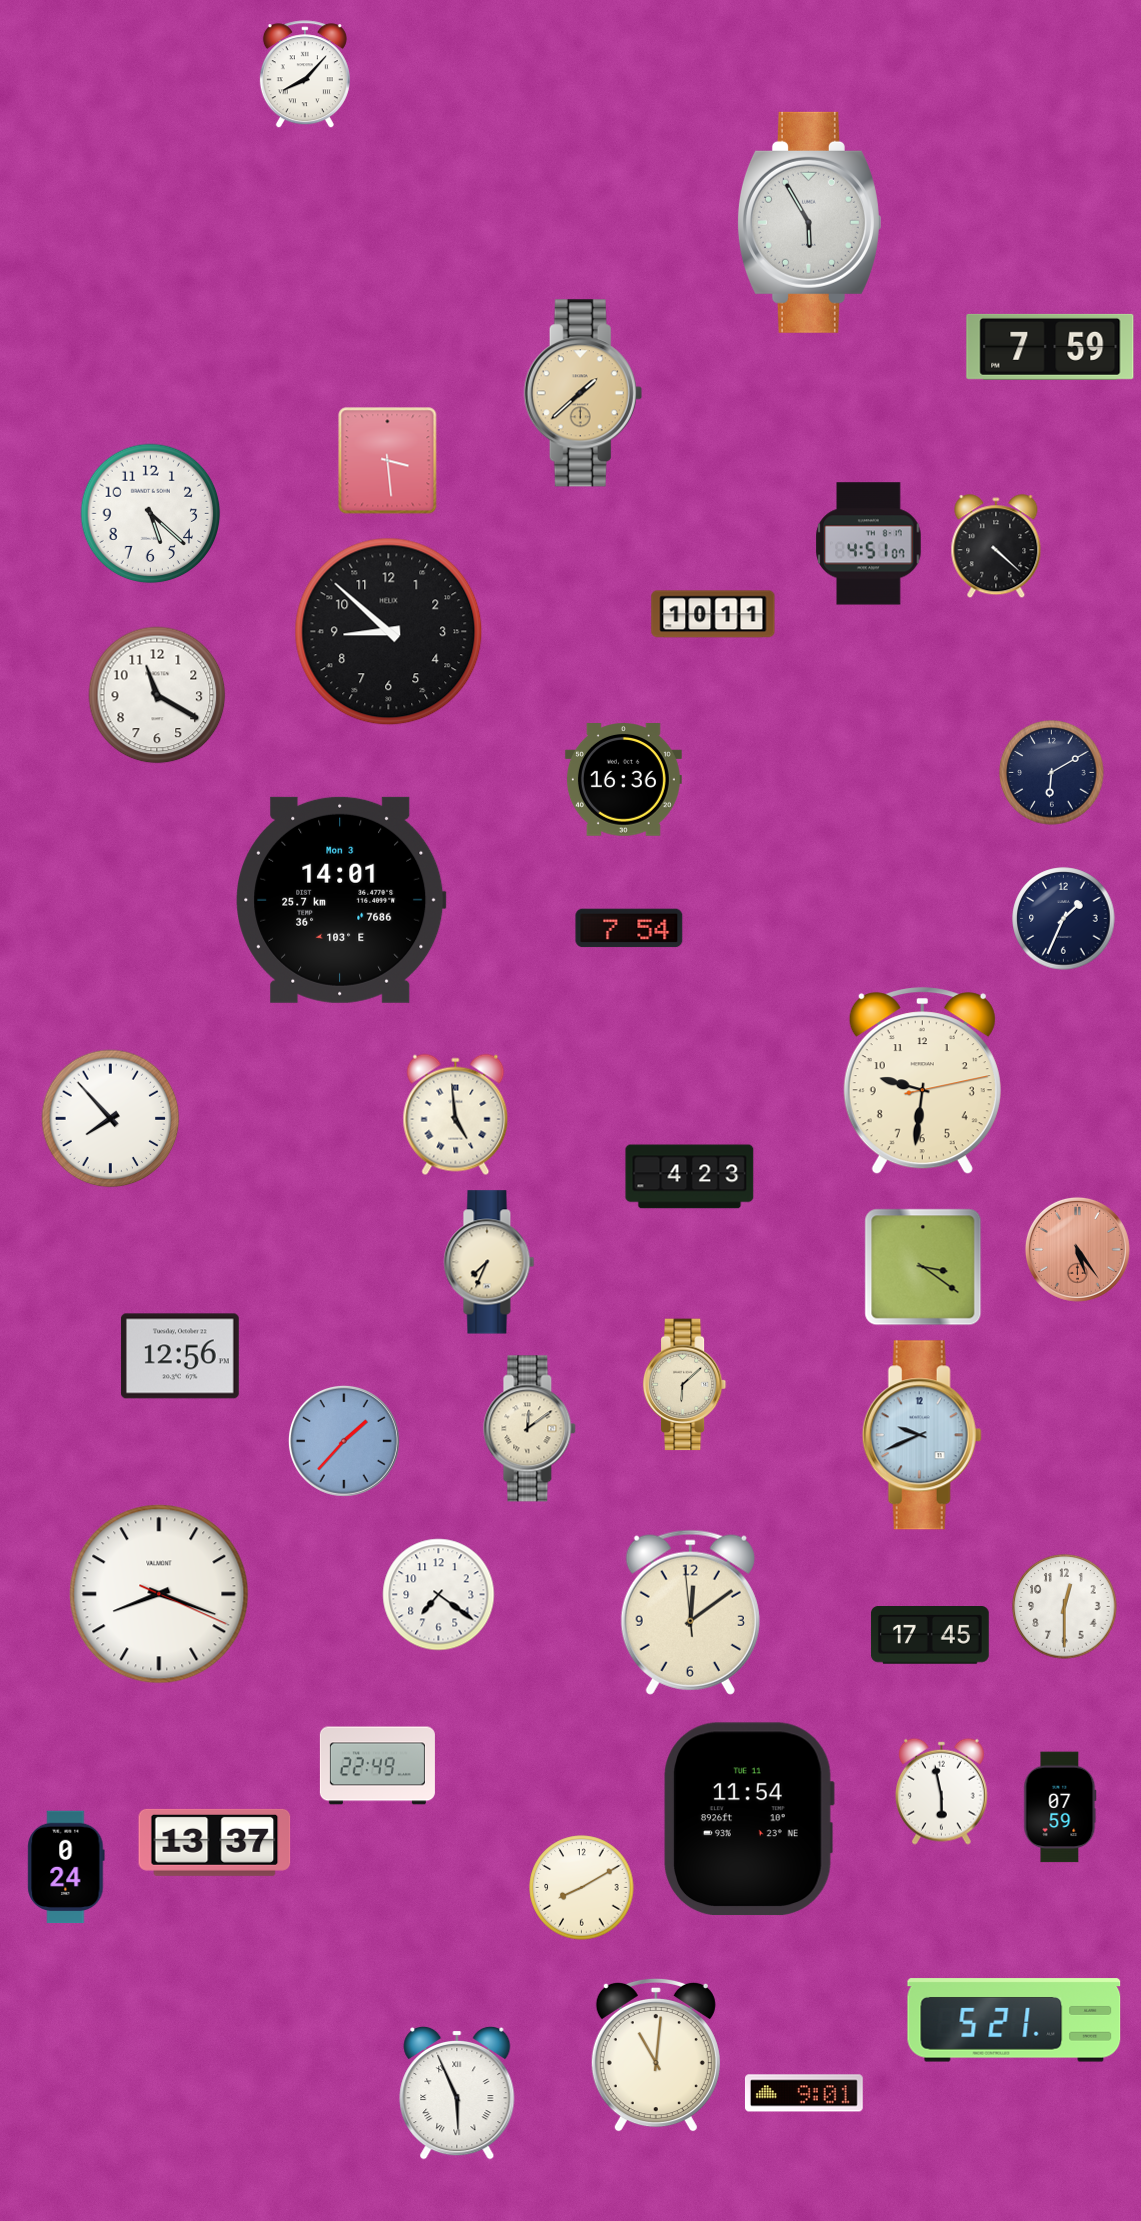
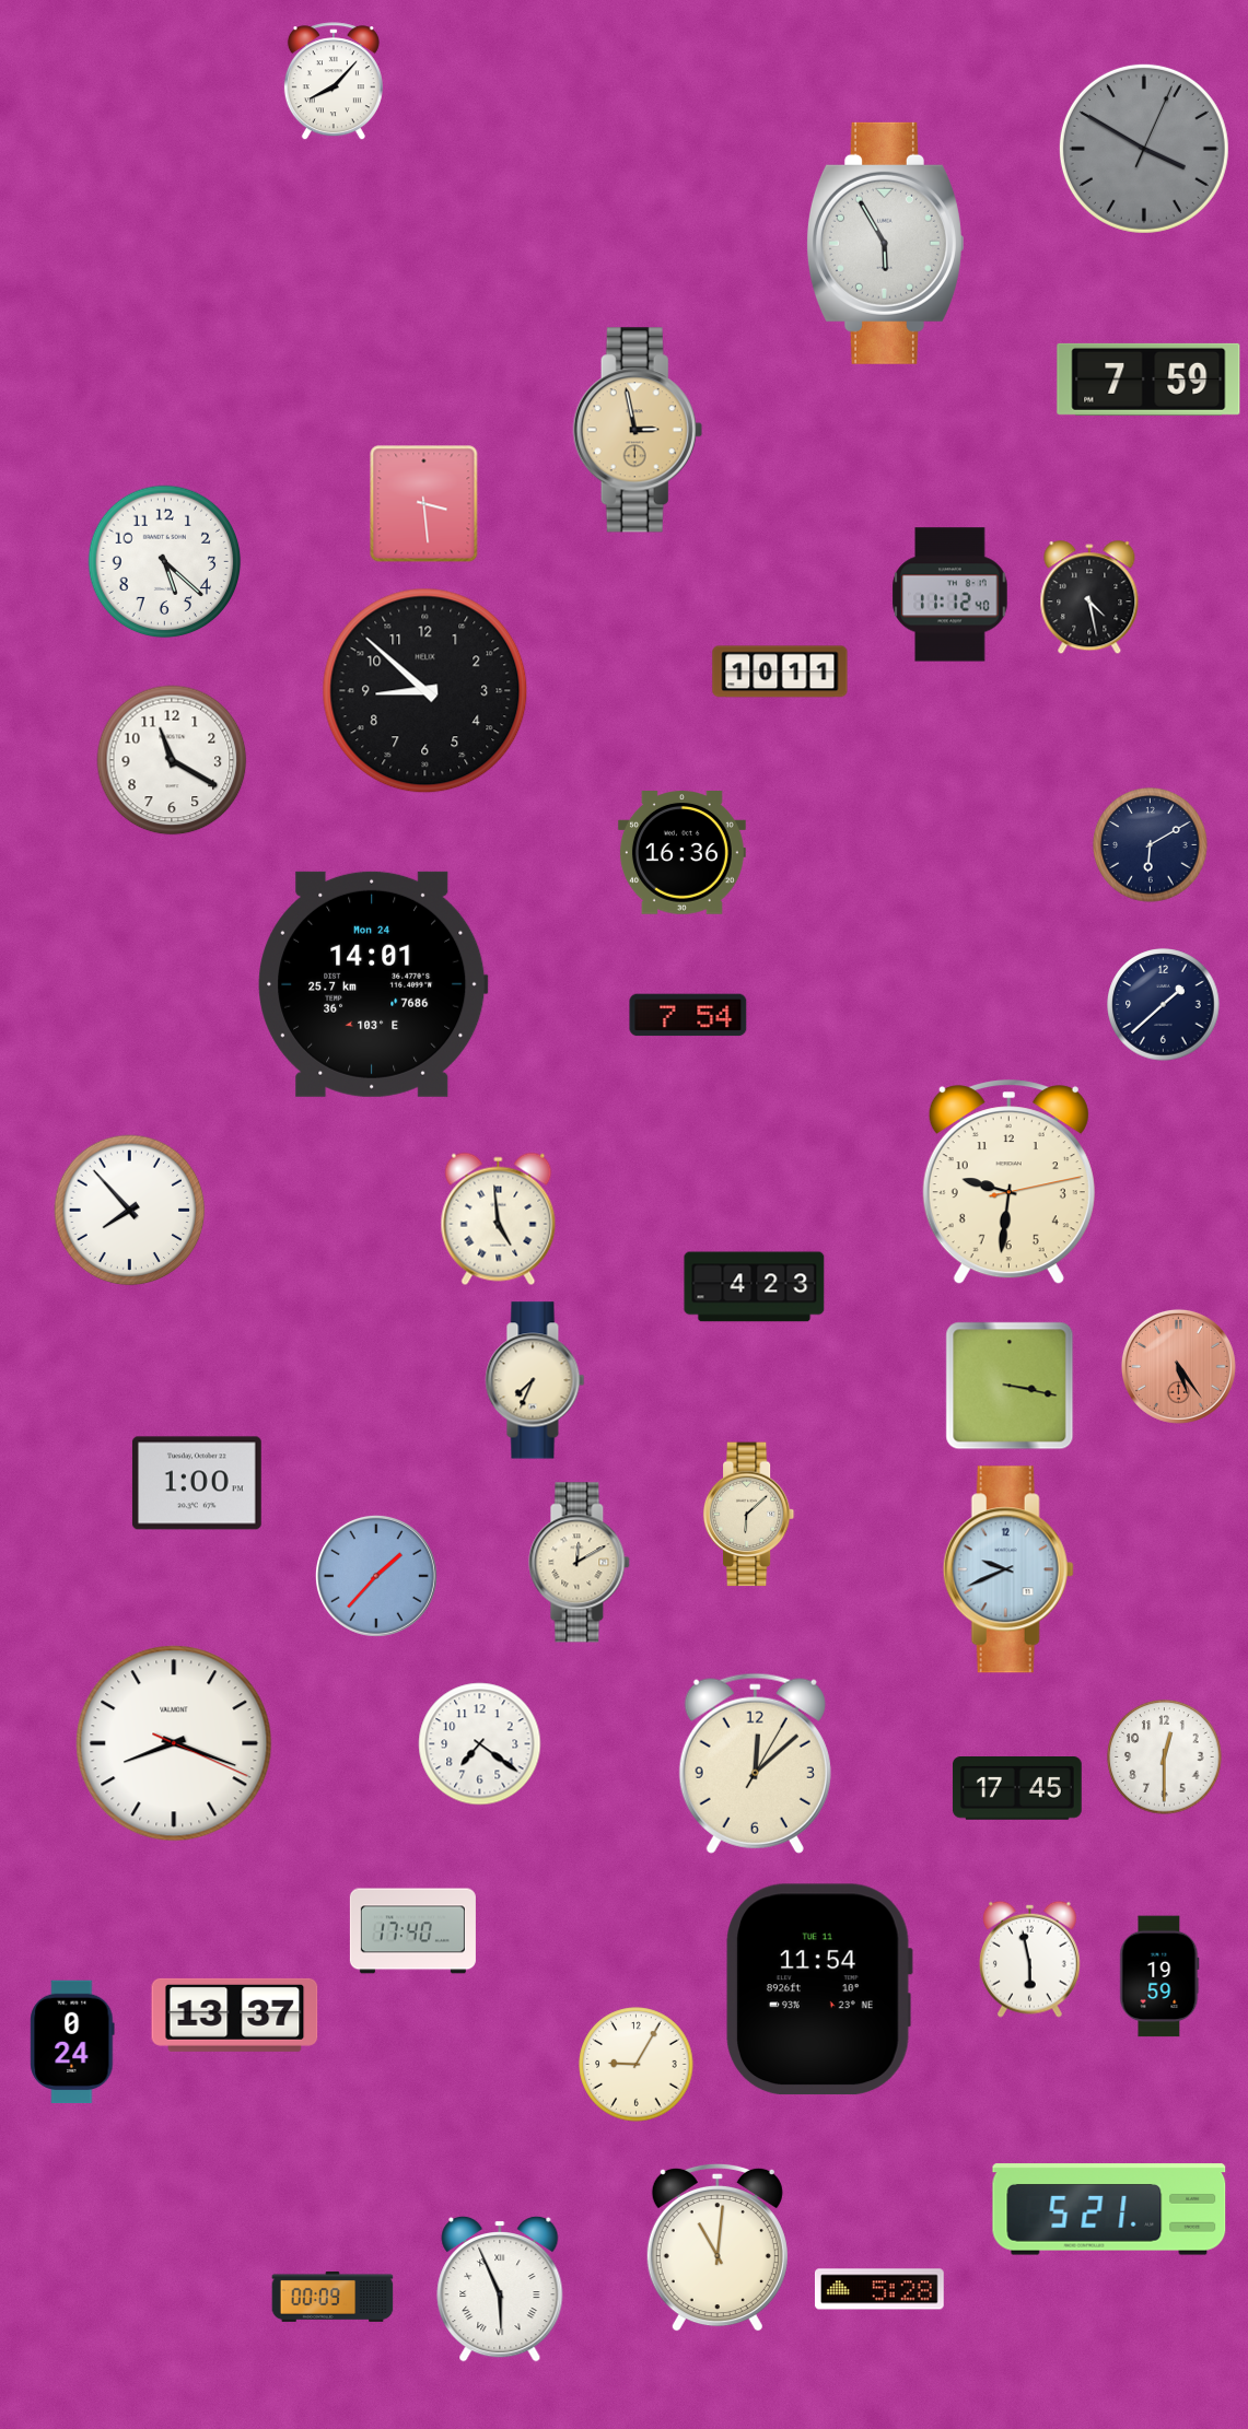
clock at (1144, 149): none -> 3:50
clock at (583, 393): 1:38 -> 2:58
clock at (869, 544): 4:51 -> 11:12
clock at (996, 547): 4:22 -> 4:28
clock at (341, 900) date: Mon 3 -> Mon 24
clock at (1064, 919): 1:34 -> 1:38
clock at (111, 1119) position: (111, 1119) -> (130, 1211)
clock at (923, 1267): 3:21 -> 3:17
clock at (180, 1356): 12:56 -> 1:00
clock at (530, 1429): 12:09 -> 12:10
clock at (690, 1612): 12:08:59 -> 12:08:05
clock at (377, 1766): 22:49 -> 17:40
clock at (1060, 1807): 07:59 -> 19:59
clock at (582, 1888): 8:10 -> 9:05
clock at (804, 2093): 9:01 -> 5:28
clock at (333, 2297): none -> 00:09
